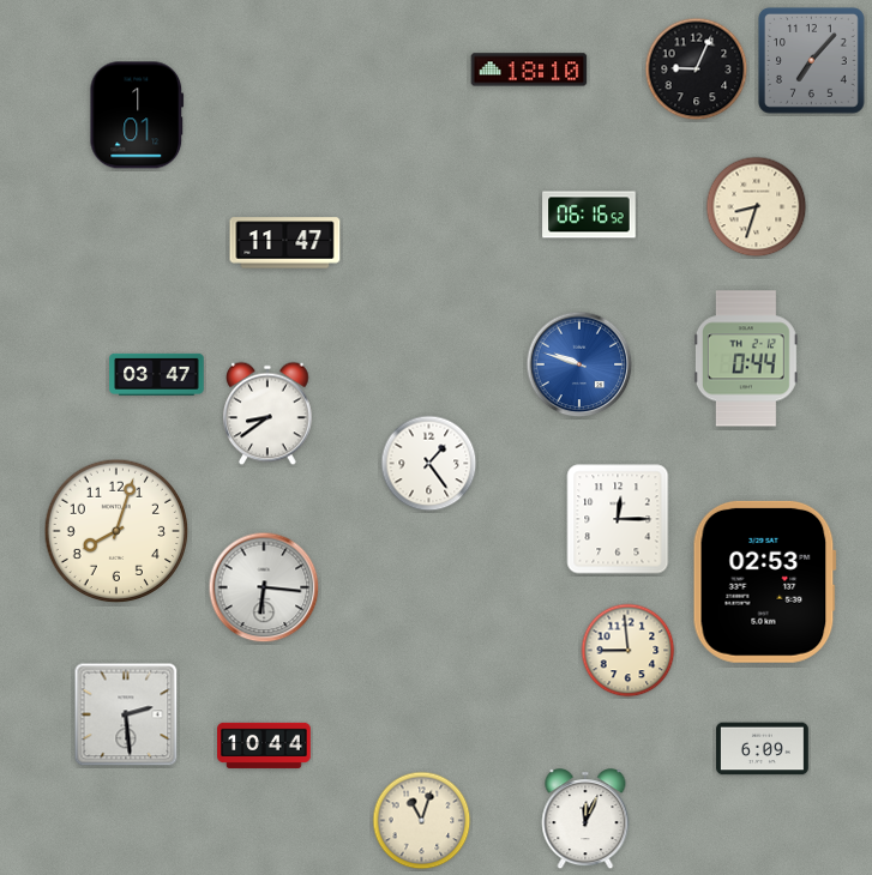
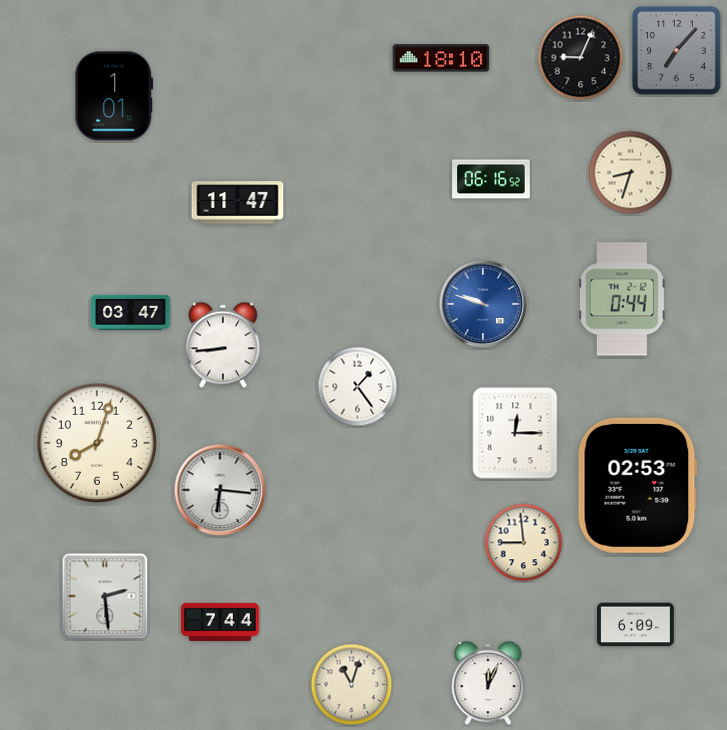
clock at (267, 414): 8:39 -> 8:44
clock at (264, 746): 10:44 -> 7:44
